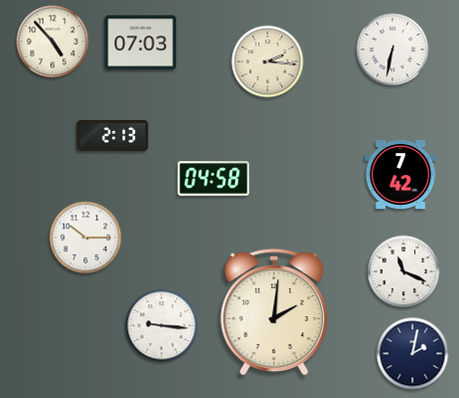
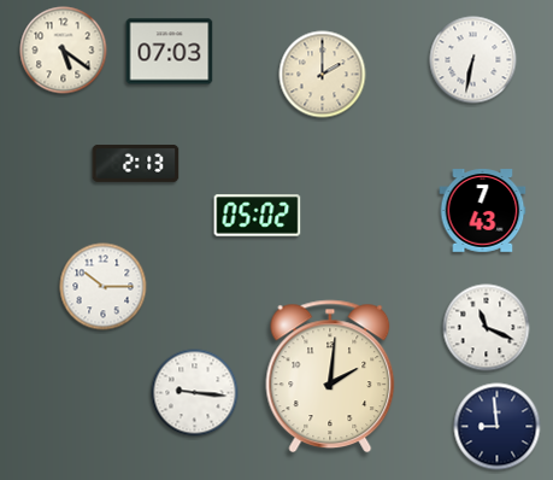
clock at (53, 42): 4:53 -> 5:21
clock at (268, 62): 2:16 -> 2:00
clock at (401, 175): 7:42 -> 7:43
clock at (214, 179): 04:58 -> 05:02
clock at (413, 354): 2:02 -> 8:59
